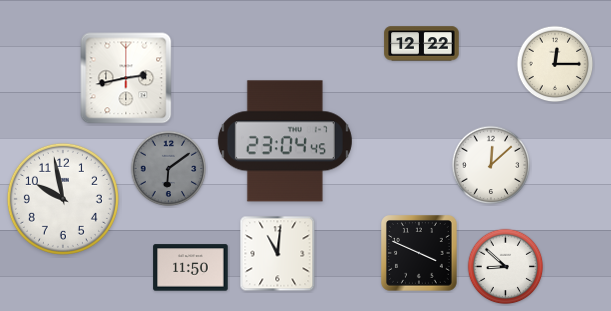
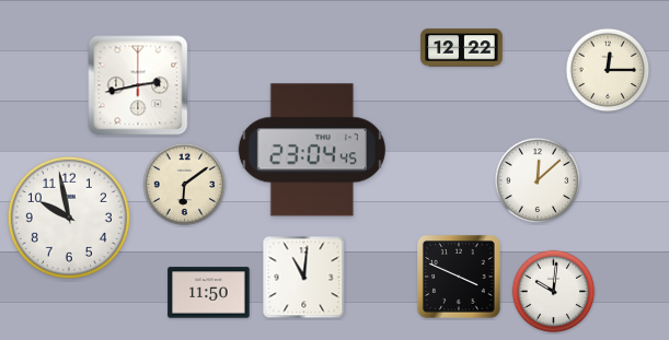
clock at (285, 141) position: (285, 141) -> (312, 150)
clock at (169, 169) dial: grey -> cream
clock at (506, 267): 8:52 -> 10:01
